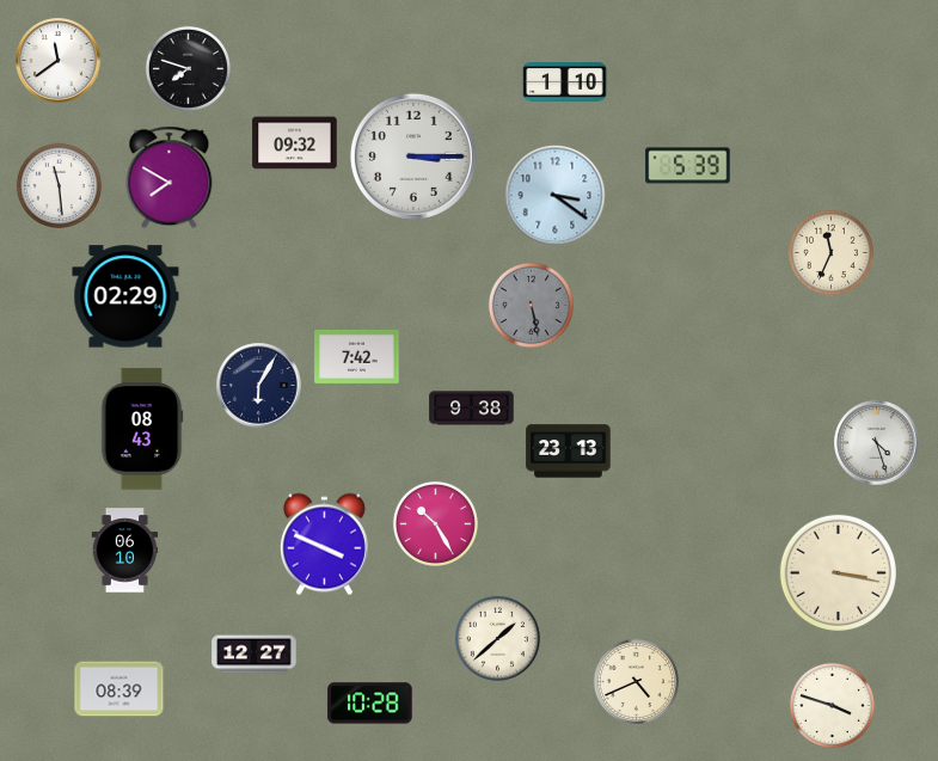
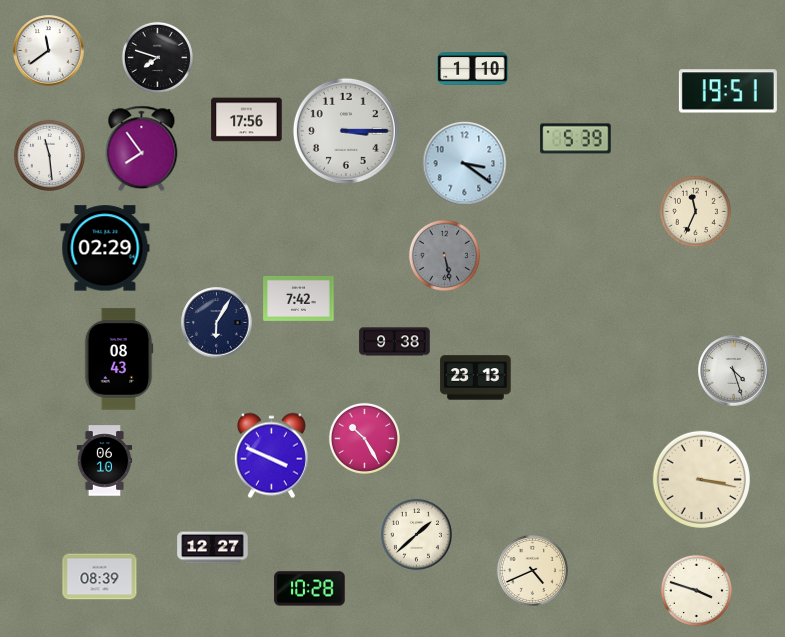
clock at (728, 91): none -> 19:51
clock at (295, 143): 09:32 -> 17:56
clock at (170, 178): 7:50 -> 7:54
